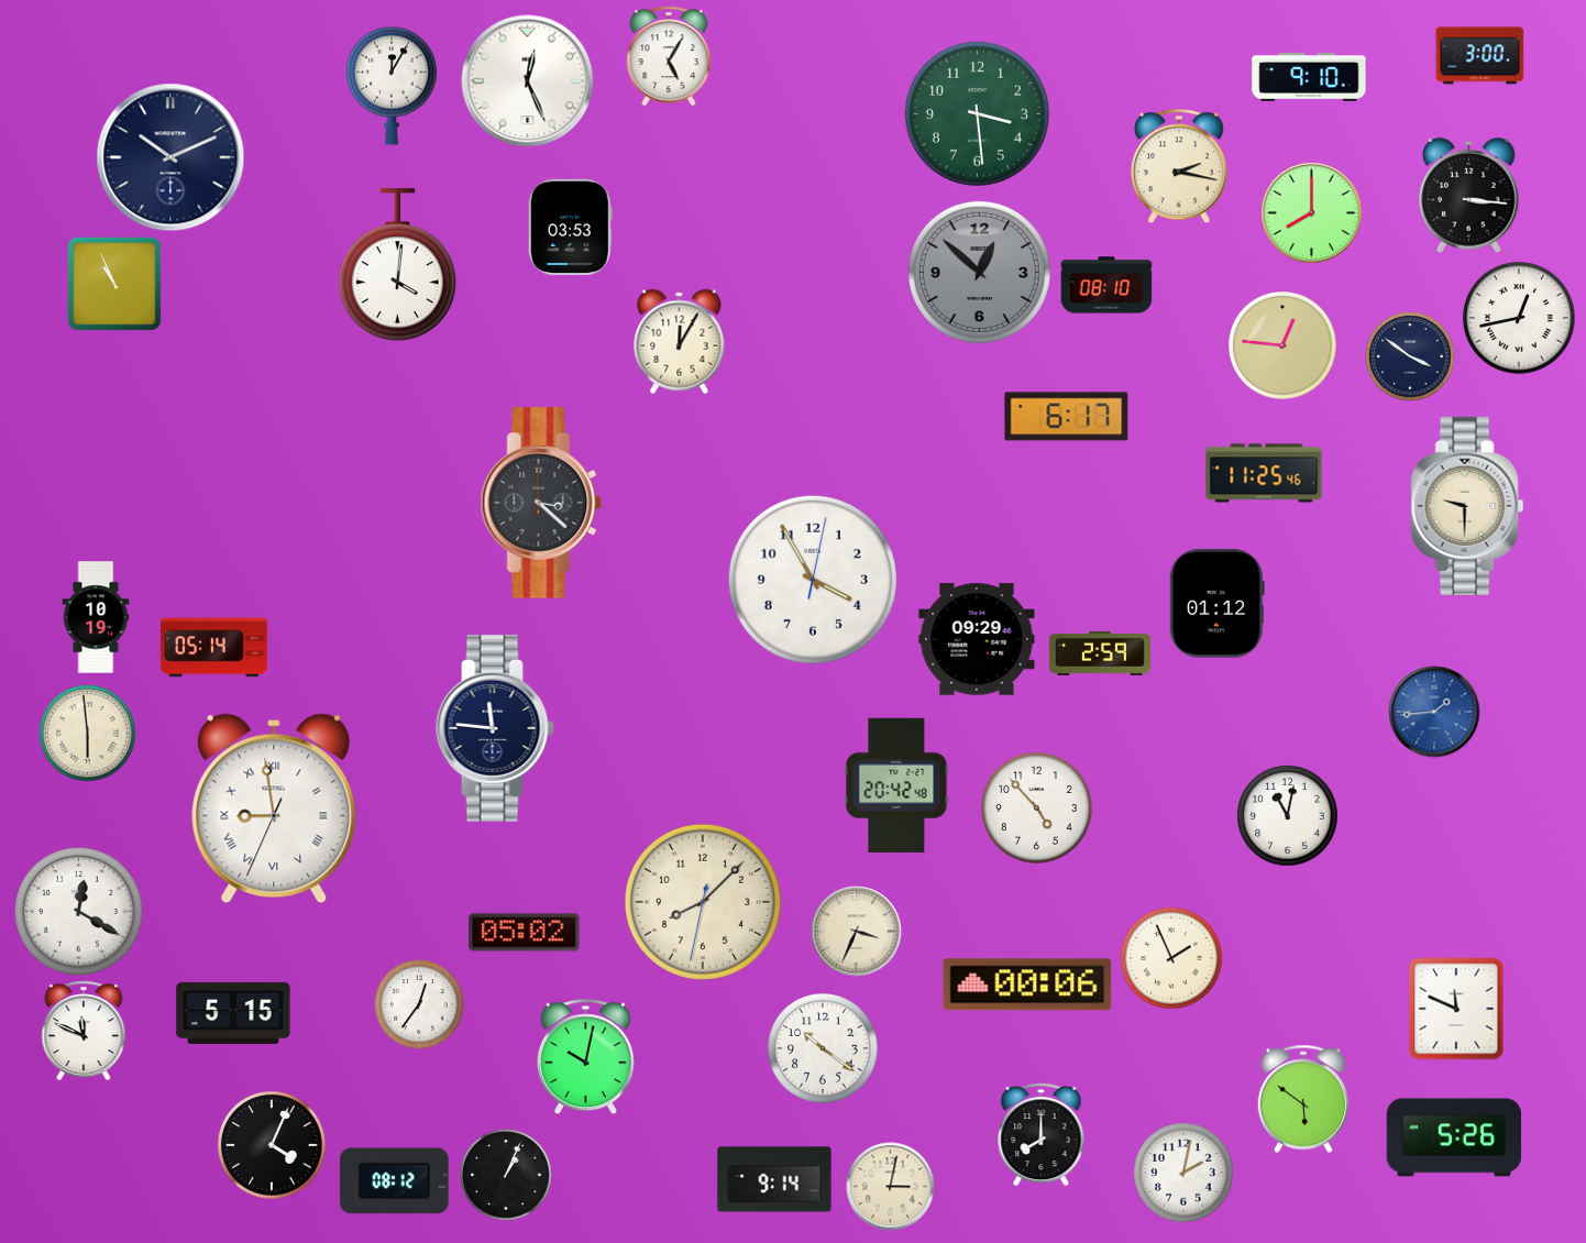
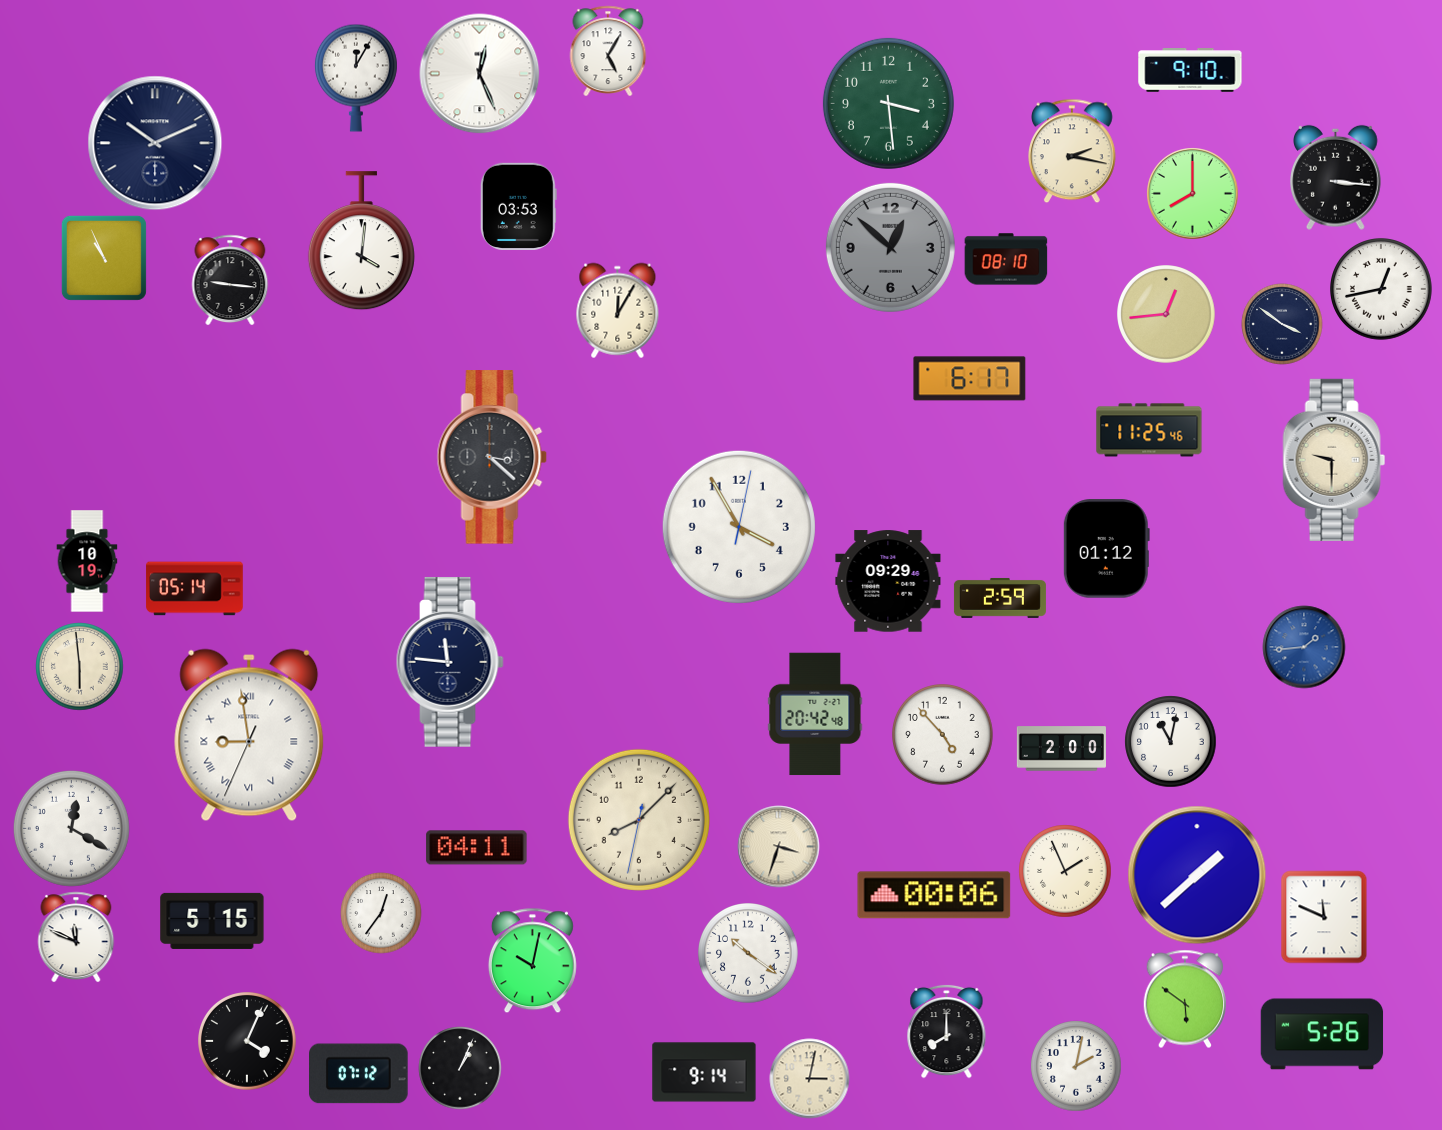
clock at (1480, 56): 3:00 -> none
clock at (230, 280): none -> 9:16
clock at (1282, 345): 12:46 -> 12:44
clock at (1100, 653) position: (1100, 653) -> (1000, 598)
clock at (1061, 749): none -> 2:00
clock at (857, 932): 3:34 -> 3:33
clock at (525, 933): 05:02 -> 04:11
clock at (1197, 875): none -> 1:38
clock at (395, 1181): 08:12 -> 07:12
